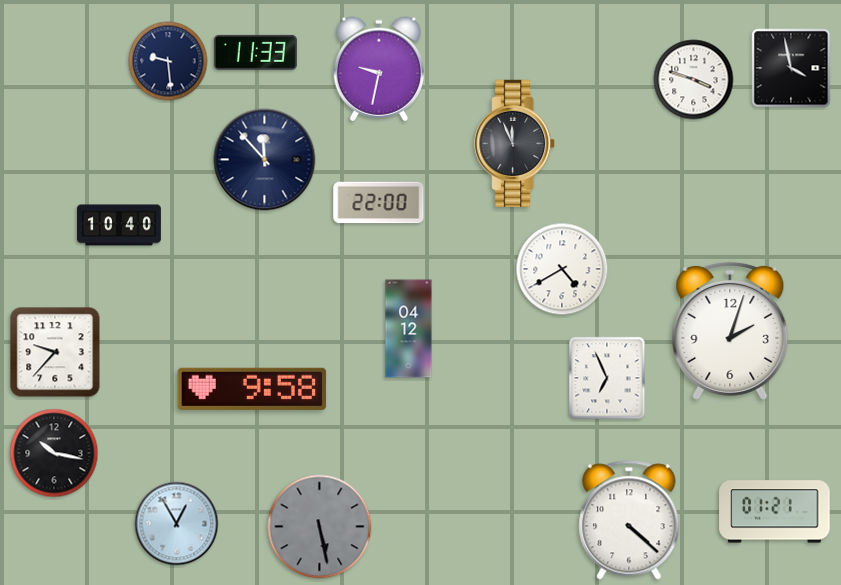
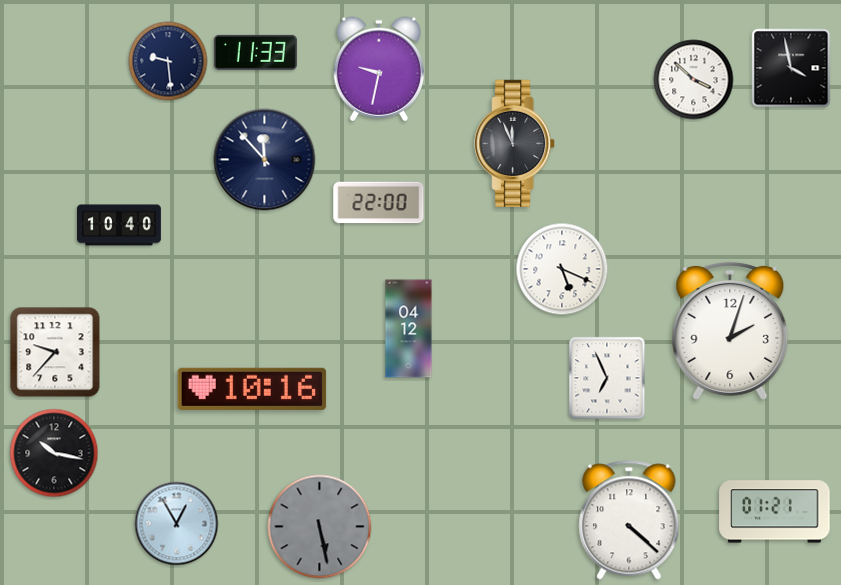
clock at (694, 80): 3:48 -> 3:52
clock at (562, 269): 4:40 -> 5:19
clock at (252, 389): 9:58 -> 10:16
